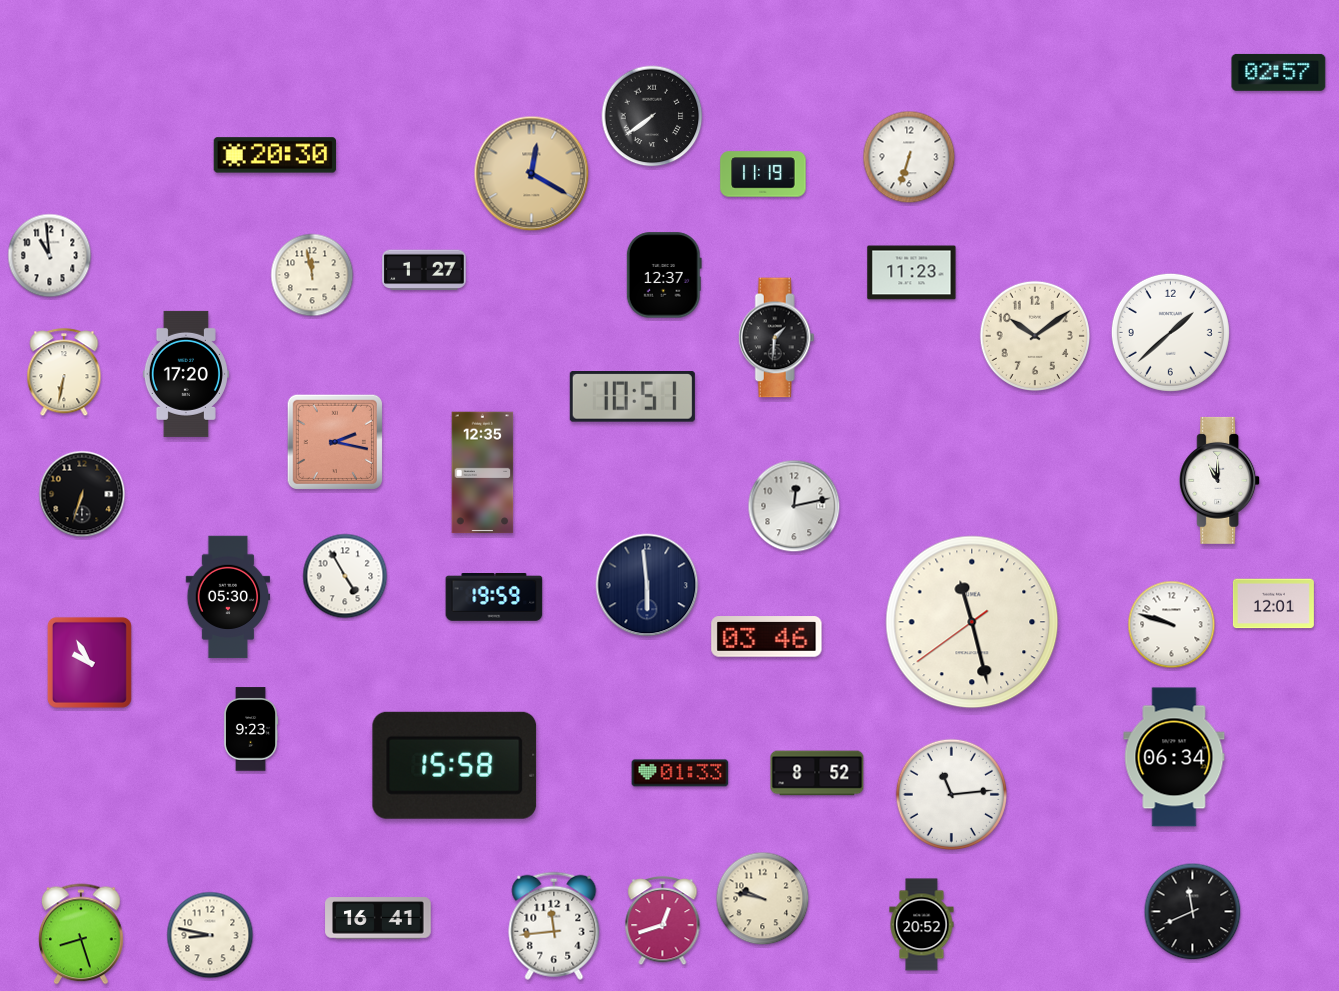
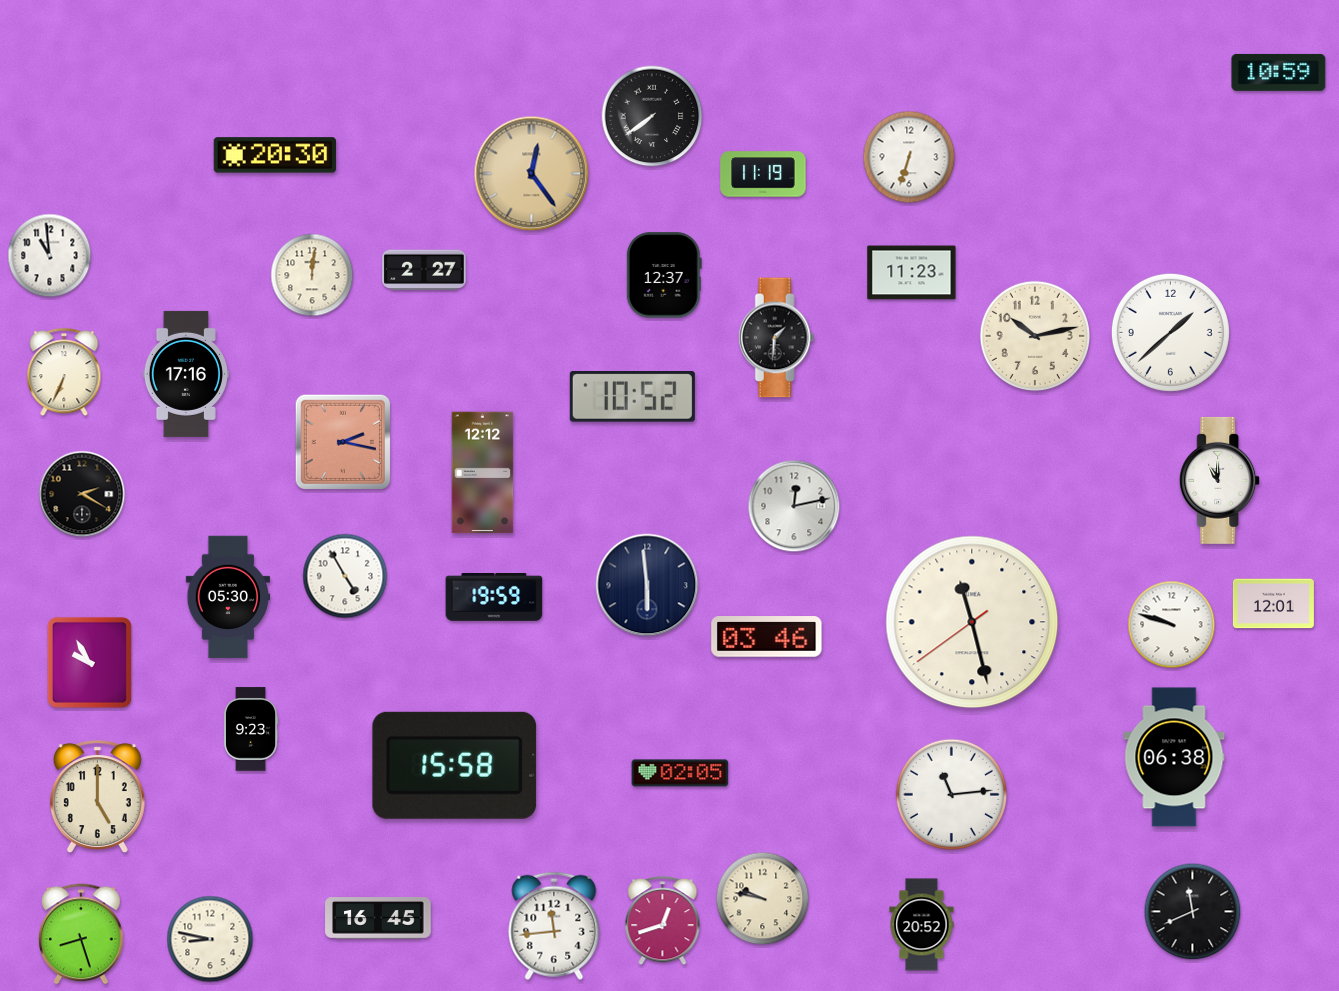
clock at (1279, 72): 02:57 -> 10:59
clock at (532, 174): 12:20 -> 12:24
clock at (424, 270): 1:27 -> 2:27
clock at (312, 275): 11:58 -> 12:01
clock at (1034, 335): 10:09 -> 10:13
clock at (64, 373): 6:32 -> 6:34
clock at (186, 374): 17:20 -> 17:16
clock at (632, 397): 10:51 -> 10:52
clock at (334, 441) position: (334, 441) -> (342, 441)
clock at (483, 473): 12:35 -> 12:12
clock at (82, 494): 6:33 -> 2:20
clock at (1174, 757): 06:34 -> 06:38
clock at (680, 773): 01:33 -> 02:05
clock at (817, 773): 8:52 -> none
clock at (97, 797): none -> 5:00
clock at (378, 918): 16:41 -> 16:45
clock at (210, 935) position: (210, 935) -> (210, 939)
